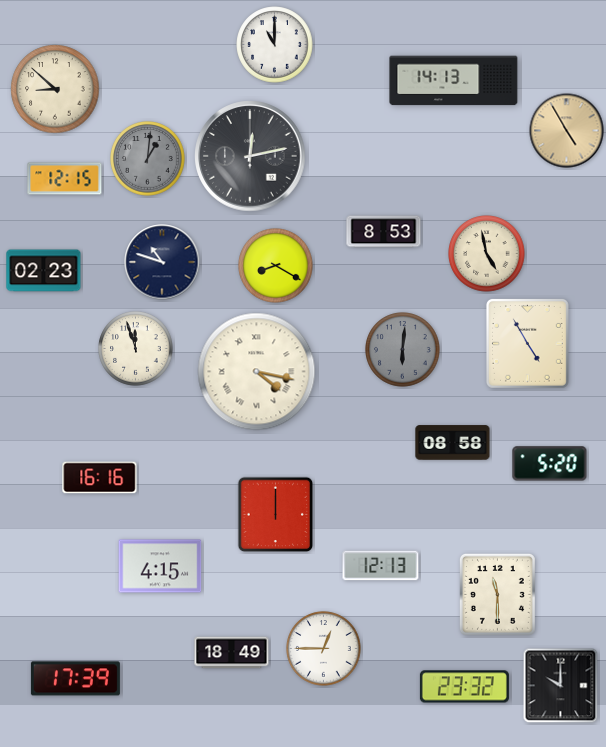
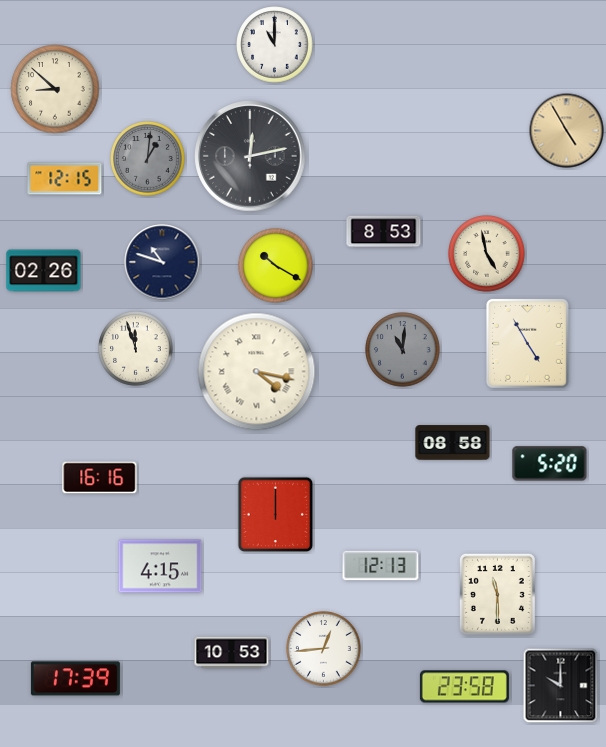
clock at (454, 81): 14:13 -> none
clock at (276, 266): 8:20 -> 10:20
clock at (44, 271): 02:23 -> 02:26
clock at (403, 350): 6:01 -> 11:01
clock at (324, 649): 12:45 -> 12:44
clock at (232, 653): 18:49 -> 10:53
clock at (464, 687): 23:32 -> 23:58
